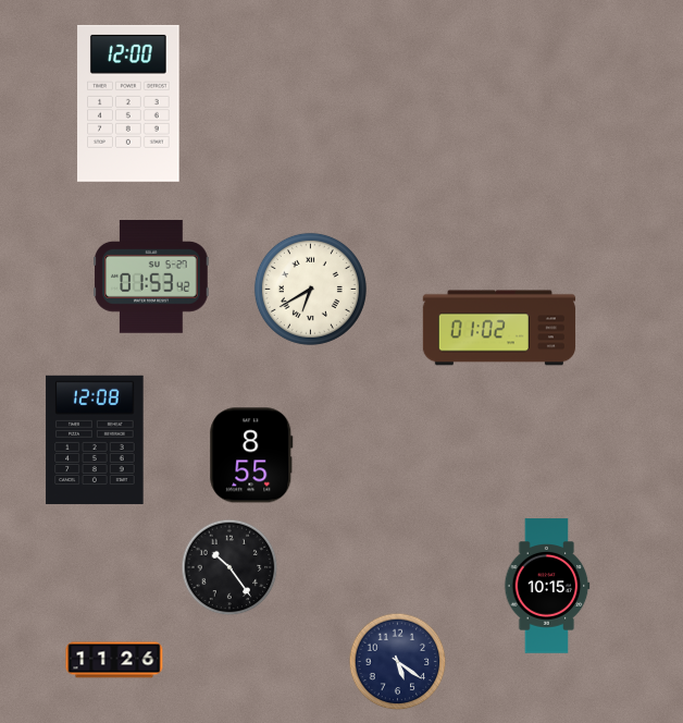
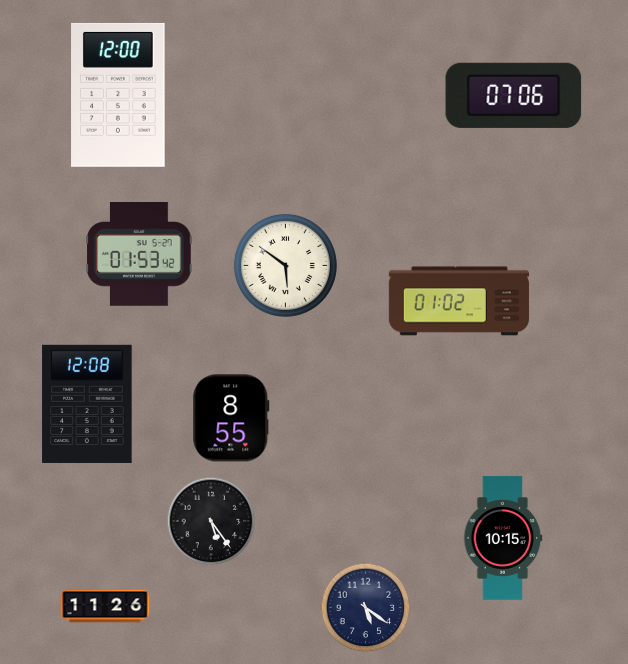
clock at (514, 95): none -> 07:06
clock at (310, 289): 6:40 -> 5:51
clock at (229, 567): 10:24 -> 5:24
